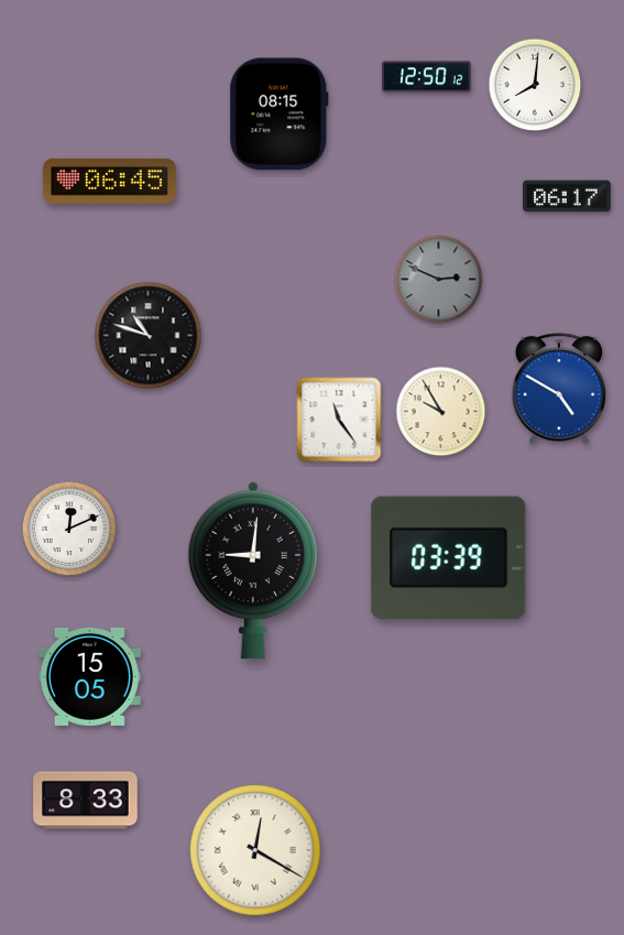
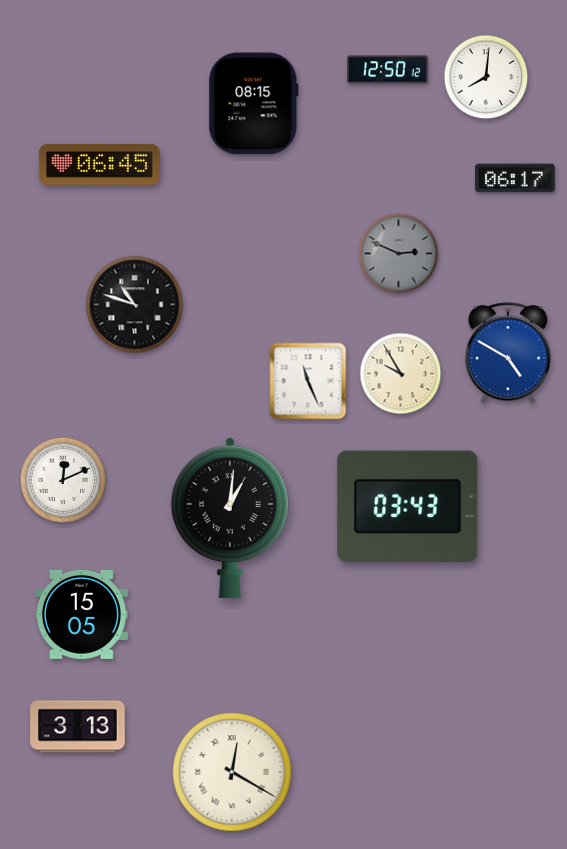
clock at (339, 420): 11:24 -> 11:26
clock at (449, 558): 03:39 -> 03:43
clock at (253, 570): 9:01 -> 1:01
clock at (86, 801): 8:33 -> 3:13
